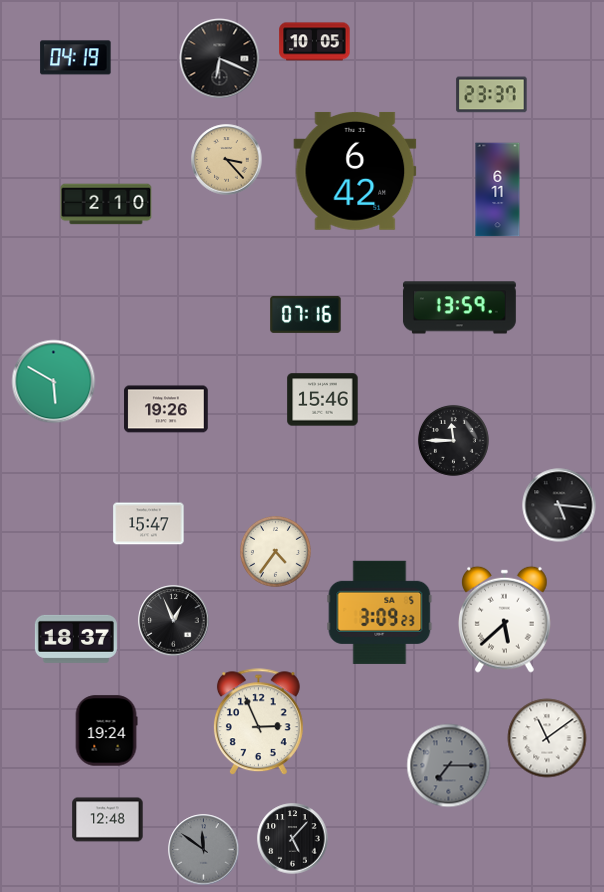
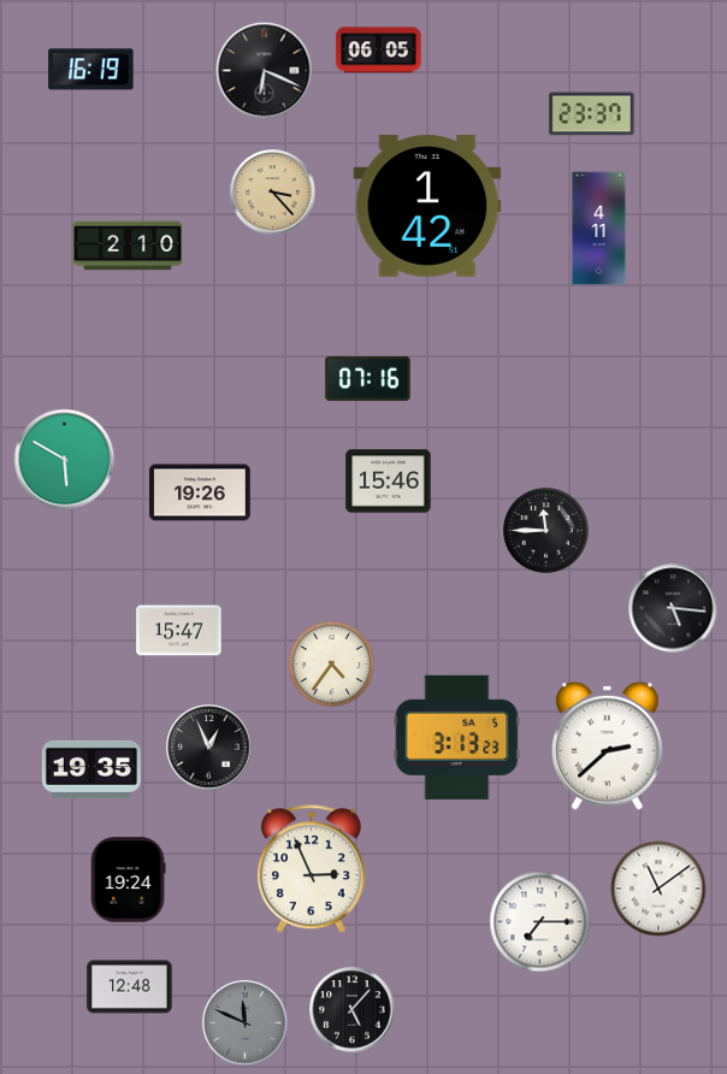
clock at (315, 42): 10:05 -> 06:05
clock at (76, 58): 04:19 -> 16:19
clock at (355, 171): 6:42 -> 1:42
clock at (498, 190): 6:11 -> 4:11
clock at (459, 308): 13:59 -> none
clock at (380, 612): 3:09 -> 3:13
clock at (505, 619): 5:38 -> 2:38
clock at (76, 639): 18:37 -> 19:35
clock at (449, 766) dial: grey -> white
clock at (204, 850): 11:51 -> 11:49
